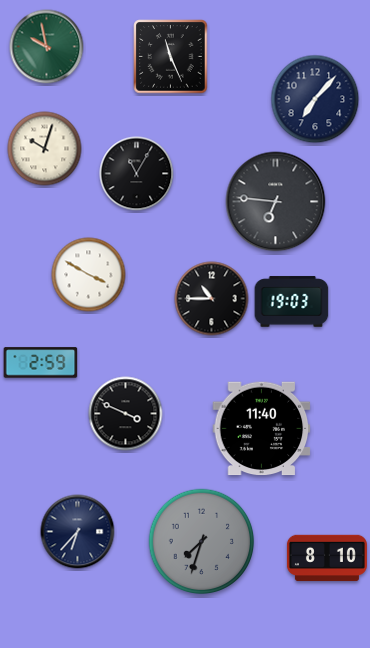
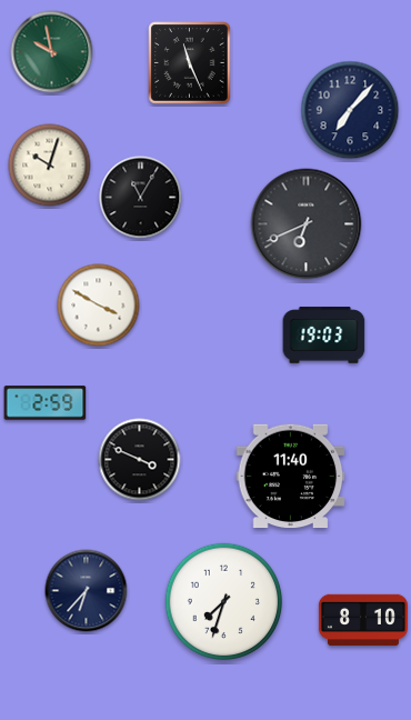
clock at (137, 174) position: (137, 174) -> (141, 198)
clock at (276, 202): 6:46 -> 6:41
clock at (212, 299): 10:45 -> none
clock at (202, 542) dial: grey -> white
